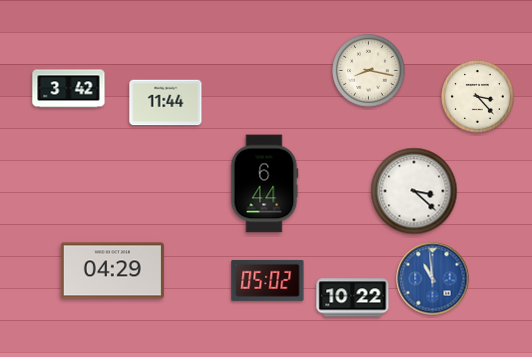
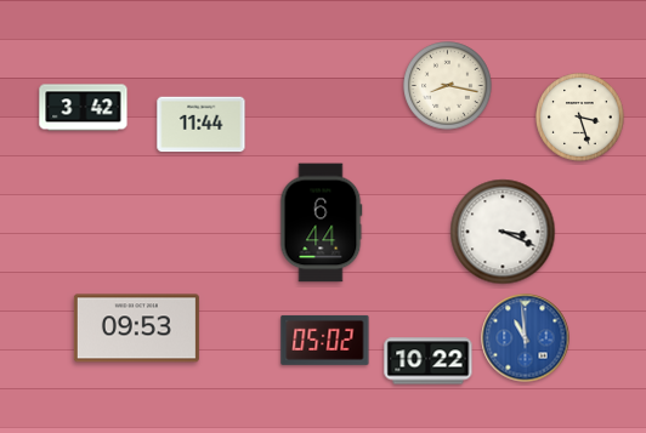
clock at (478, 97): 3:23 -> 3:27
clock at (414, 191): 3:22 -> 3:19
clock at (112, 271): 04:29 -> 09:53
